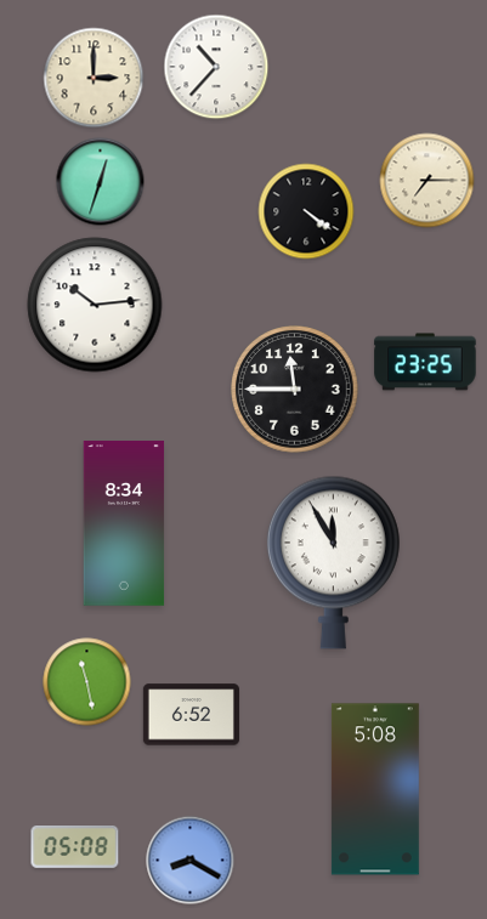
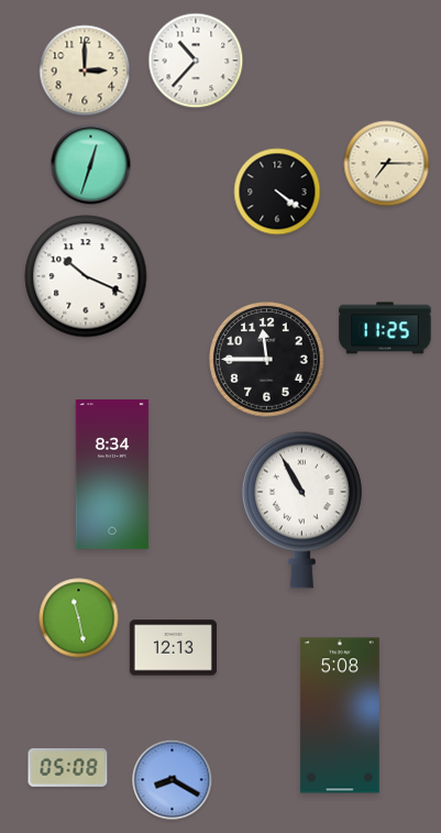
clock at (95, 305): 10:14 -> 10:19
clock at (425, 362): 23:25 -> 11:25
clock at (295, 390) position: (295, 390) -> (267, 360)
clock at (333, 562): 11:55 -> 10:55
clock at (191, 715): 6:52 -> 12:13
